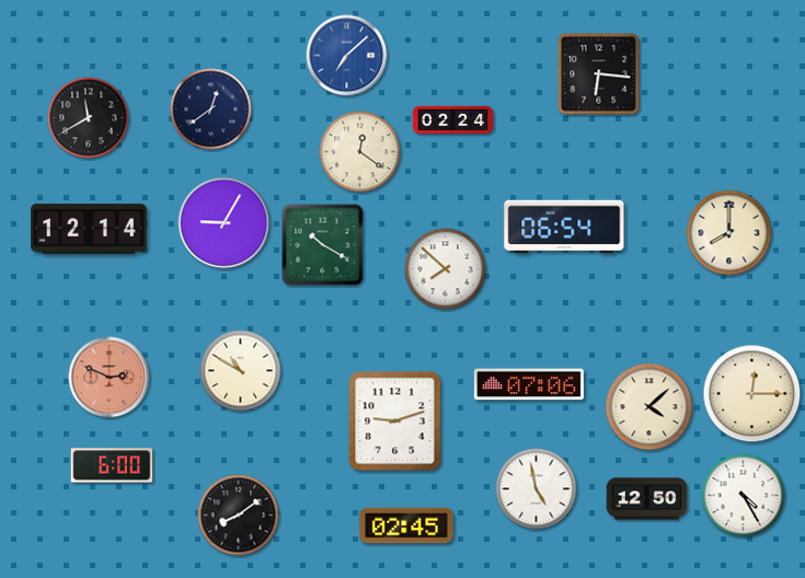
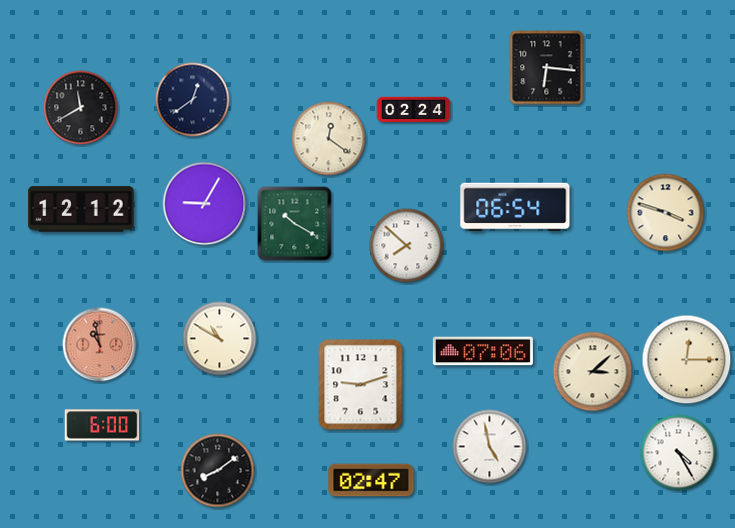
clock at (347, 56): 7:08 -> none
clock at (89, 229): 12:14 -> 12:12
clock at (729, 233): 8:00 -> 3:48
clock at (110, 378): 2:49 -> 10:58
clock at (649, 407): 4:08 -> 3:08
clock at (647, 499): 12:50 -> none
clock at (406, 525): 02:45 -> 02:47
